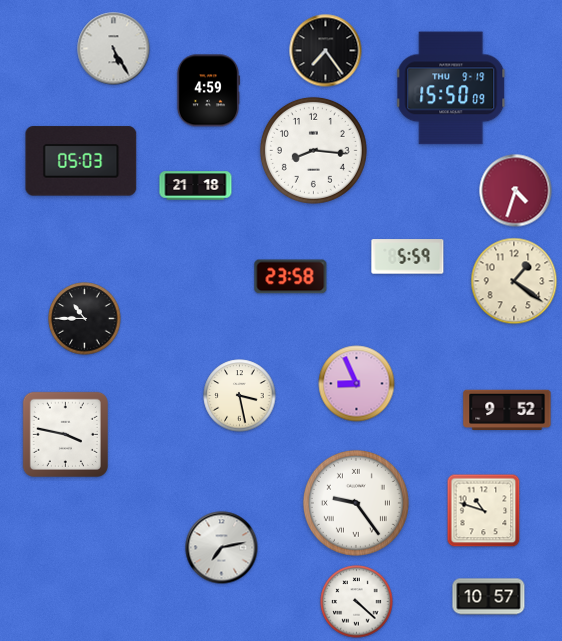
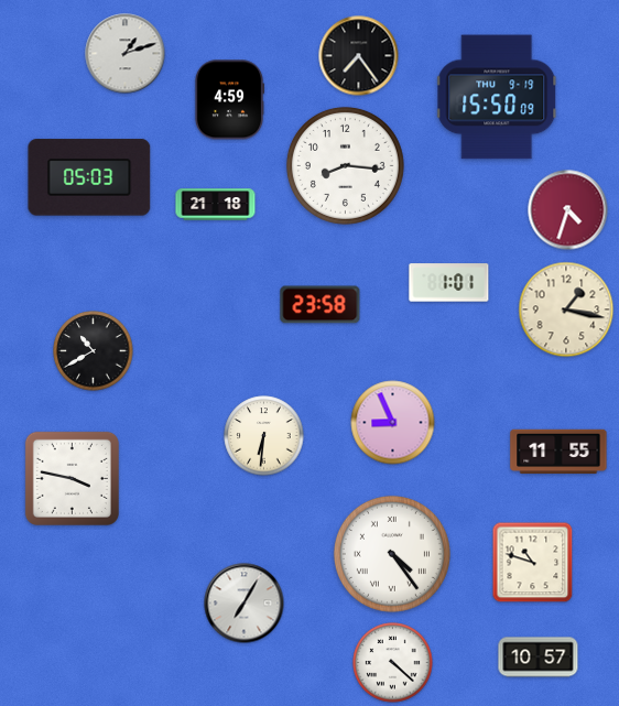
clock at (114, 49): 5:25 -> 1:12
clock at (408, 257): 5:59 -> 1:01
clock at (514, 281): 1:21 -> 1:17
clock at (85, 319): 10:45 -> 10:40
clock at (240, 396): 3:28 -> 6:31
clock at (507, 410): 9:52 -> 11:55
clock at (356, 503): 9:24 -> 4:24
clock at (222, 548): 7:13 -> 7:05
